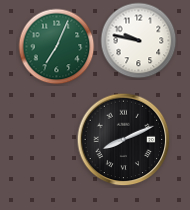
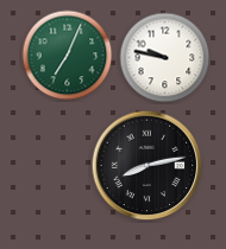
clock at (139, 41) position: (139, 41) -> (165, 58)
clock at (124, 140): 8:11 -> 8:13
